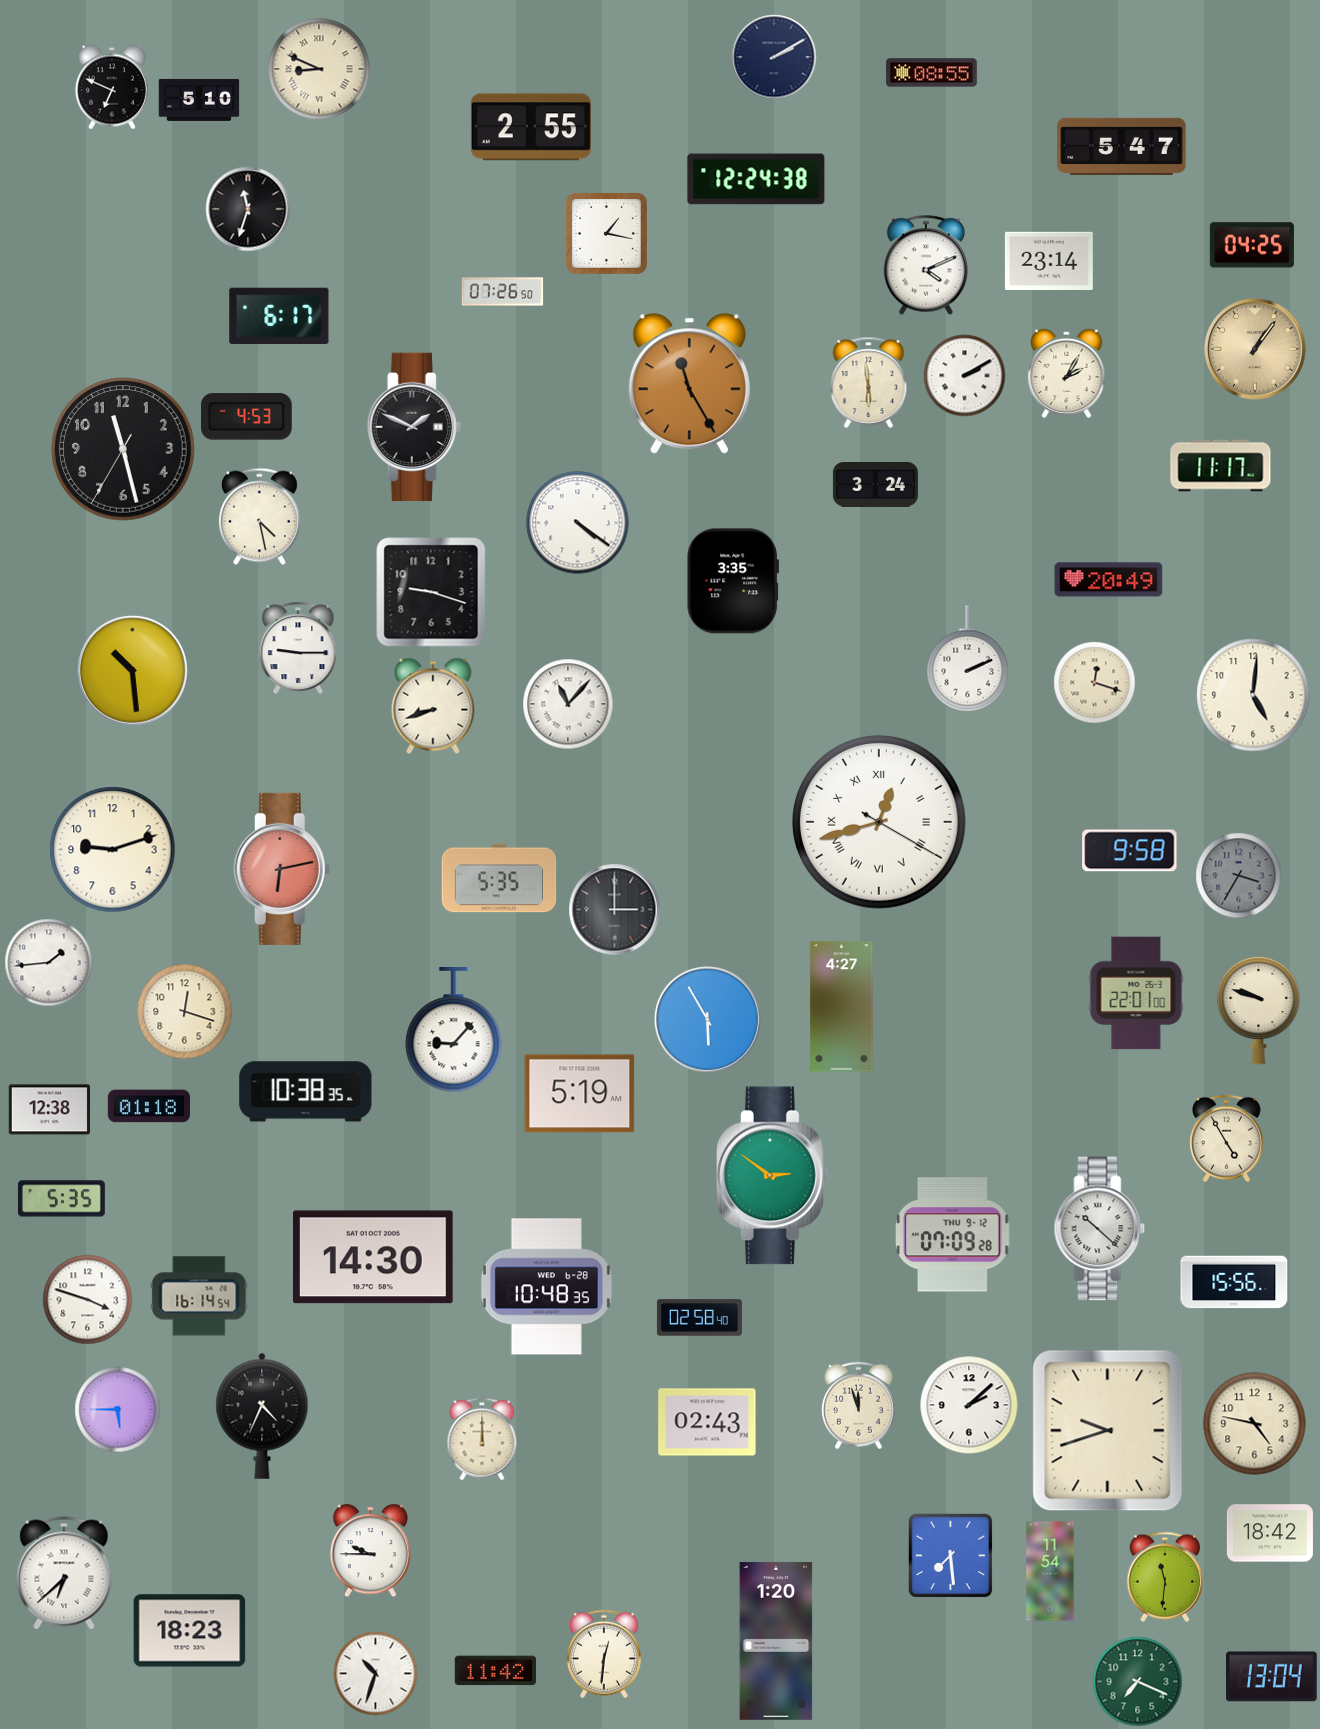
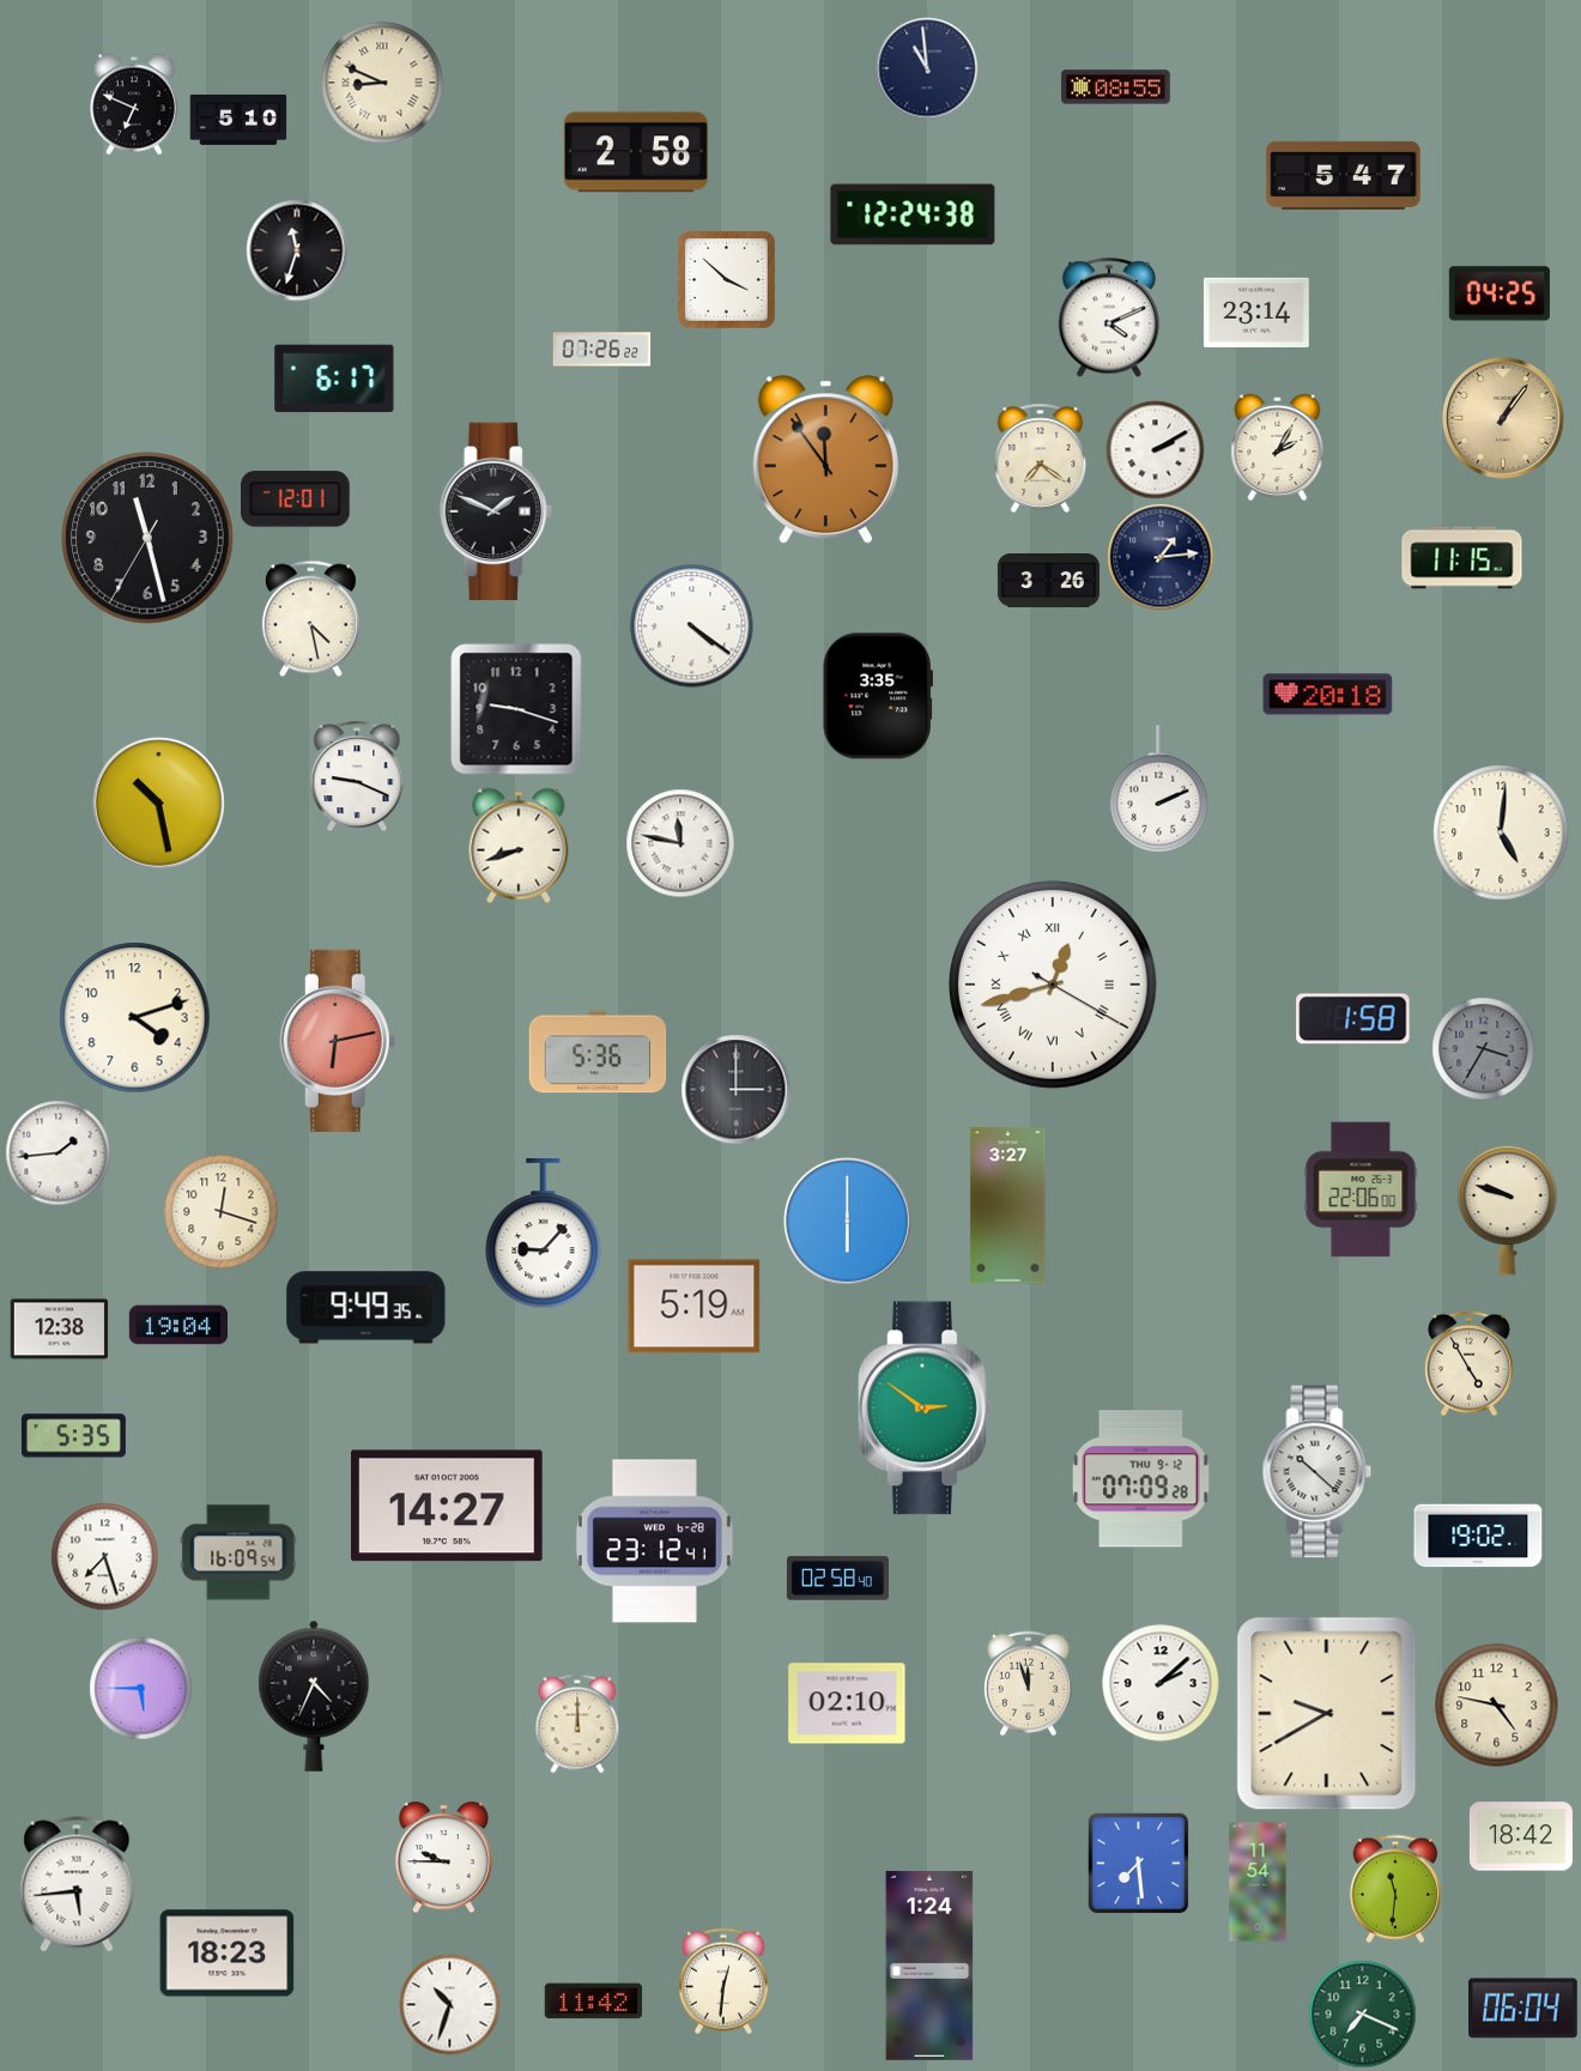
clock at (774, 57): 2:10 -> 10:59
clock at (531, 127): 2:55 -> 2:58
clock at (756, 179) position: (756, 179) -> (913, 214)
clock at (607, 234): 1:17 -> 3:52
clock at (503, 292): 07:26:50 -> 07:26:22
clock at (869, 382): 5:59 -> 7:21
clock at (689, 384): 11:25 -> 11:54
clock at (247, 417): 4:53 -> 12:01
clock at (1161, 557): none -> 1:14
clock at (1221, 466): 11:17 -> 11:15
clock at (875, 485): 3:24 -> 3:26
clock at (1109, 580): 20:49 -> 20:18
clock at (298, 647): 9:15 -> 9:19
clock at (132, 670): 10:29 -> 10:28
clock at (1095, 683): 12:18 -> none
clock at (568, 704): 11:07 -> 11:47
clock at (113, 850): 9:12 -> 4:12
clock at (1130, 851): 9:58 -> 1:58
clock at (499, 878): 5:35 -> 5:36
clock at (1136, 993): 22:01 -> 22:06
clock at (842, 1007): 4:27 -> 3:27
clock at (707, 1019): 5:55 -> 6:00
clock at (306, 1092): 10:38 -> 9:49
clock at (580, 1094) position: (580, 1094) -> (695, 1307)
clock at (148, 1106): 01:18 -> 19:04
clock at (373, 1257): 14:30 -> 14:27
clock at (1234, 1282): 15:56 -> 19:02
clock at (546, 1287): 10:48 -> 23:12
clock at (199, 1296): 16:14 -> 16:09
clock at (88, 1300): 3:48 -> 7:27
clock at (707, 1422): 02:43 -> 02:10
clock at (1255, 1424) position: (1255, 1424) -> (1497, 1706)
clock at (1108, 1431): 9:42 -> 9:40
clock at (64, 1573): 6:38 -> 5:44
clock at (776, 1641): 1:20 -> 1:24
clock at (1272, 1677): 13:04 -> 06:04
